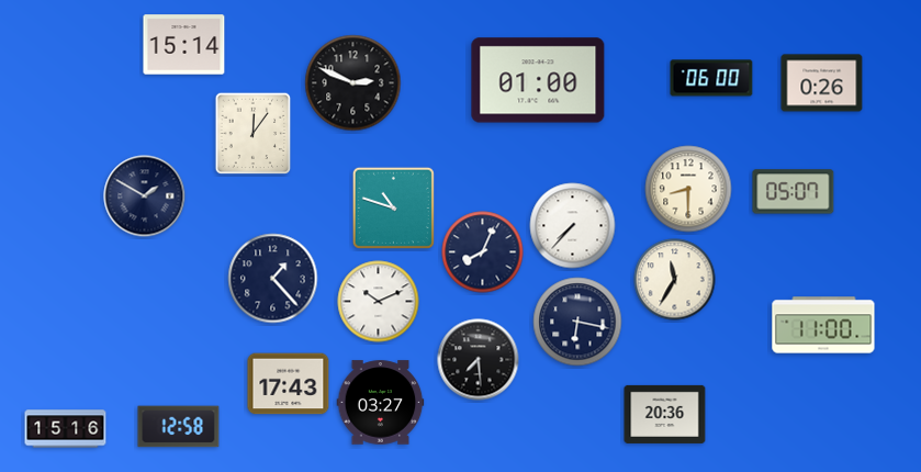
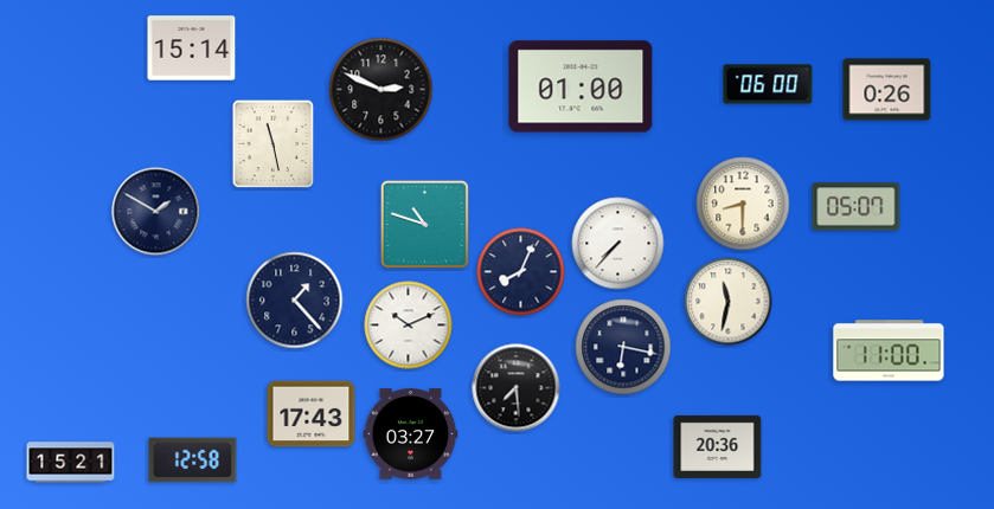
clock at (184, 45) position: (184, 45) -> (192, 49)
clock at (254, 134): 12:06 -> 11:28
clock at (675, 280): 11:35 -> 11:32
clock at (66, 429): 15:16 -> 15:21
